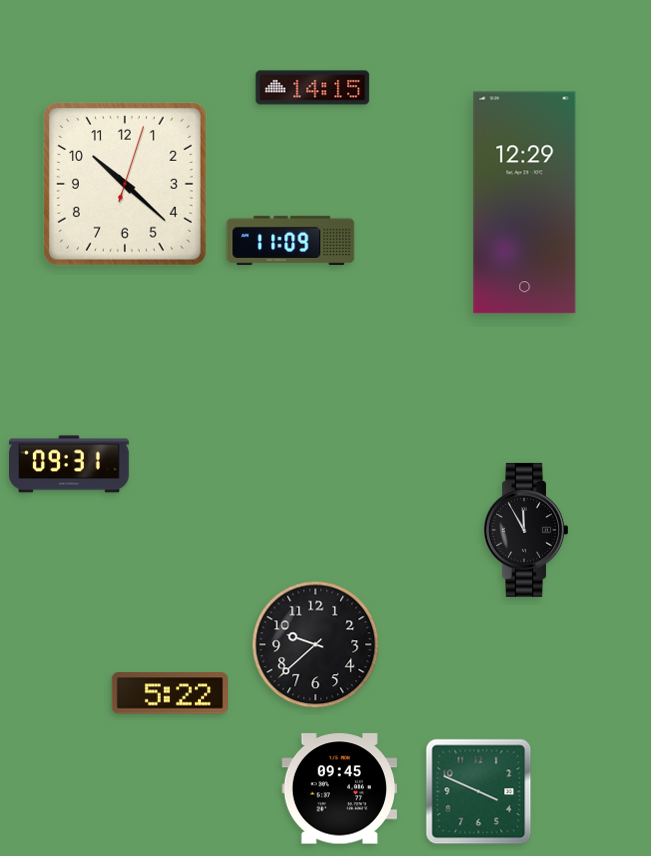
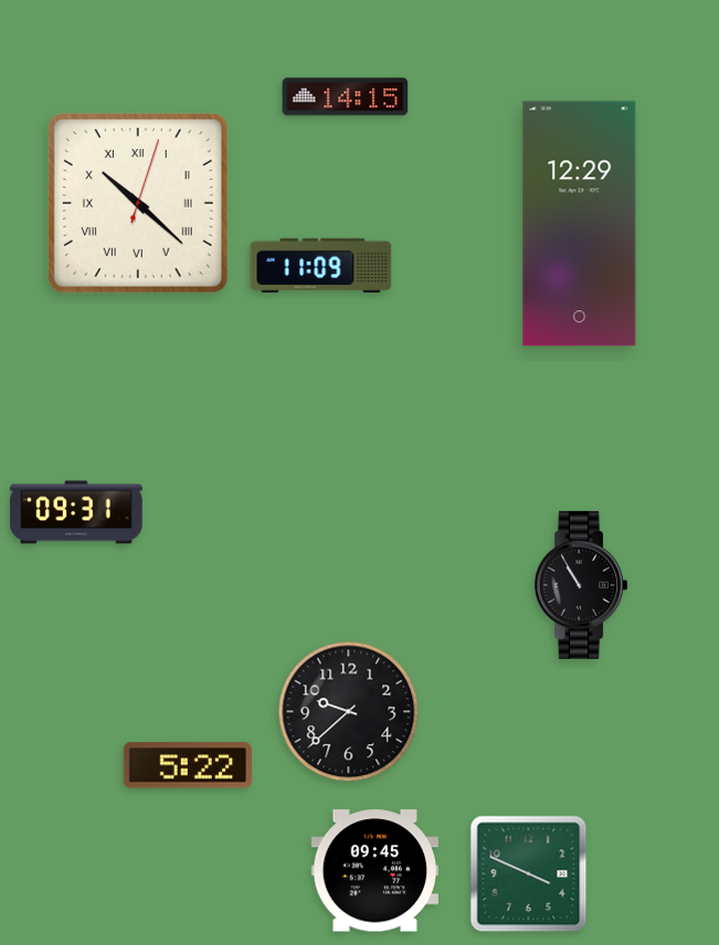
clock at (125, 184) numerals: Arabic -> Roman
clock at (525, 530): 11:55 -> 10:55
